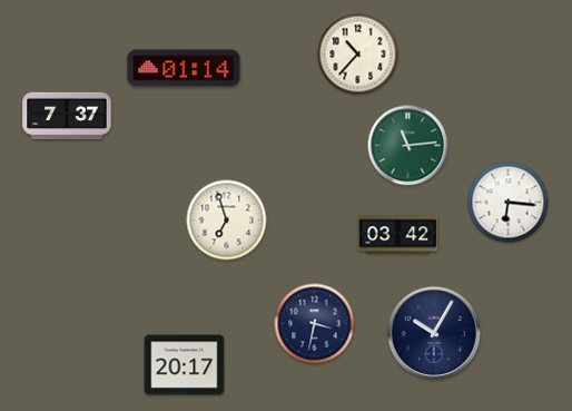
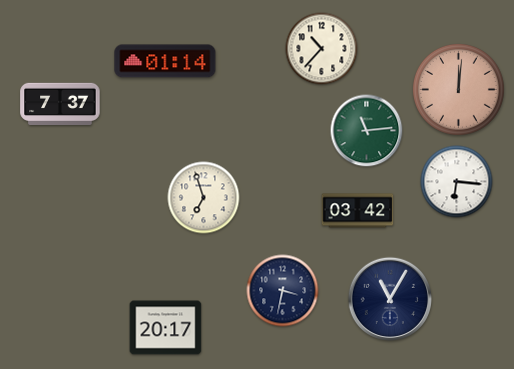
clock at (458, 89): none -> 12:01
clock at (433, 332): 10:05 -> 11:05
